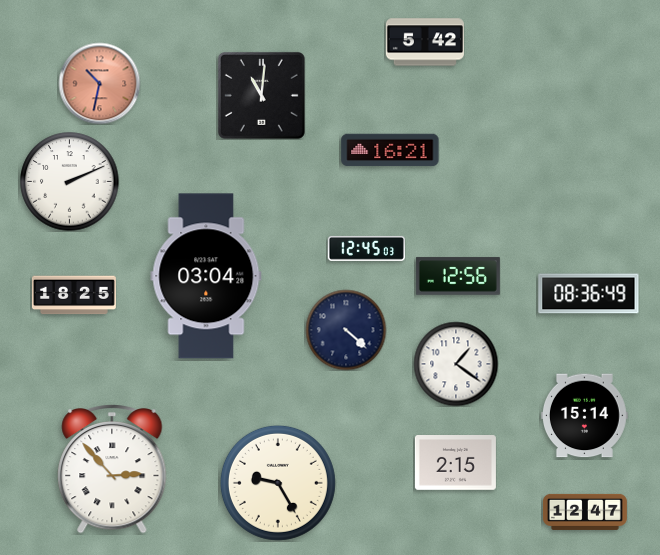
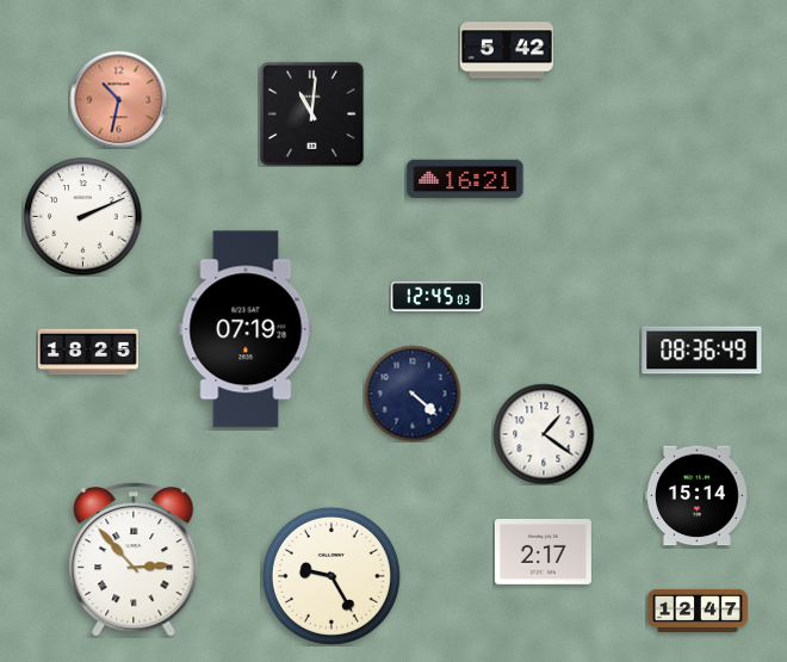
clock at (206, 276): 03:04 -> 07:19
clock at (458, 276): 12:56 -> none
clock at (455, 463): 2:15 -> 2:17
